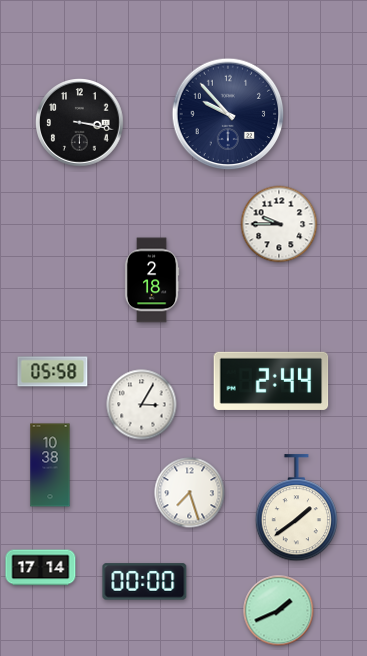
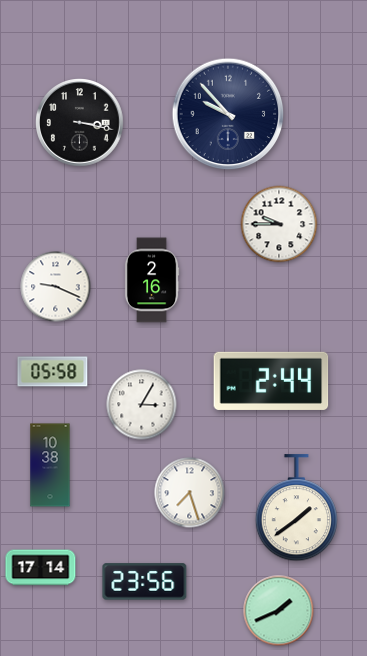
clock at (152, 280): 2:18 -> 2:16
clock at (56, 287): none -> 9:19
clock at (145, 582): 00:00 -> 23:56
